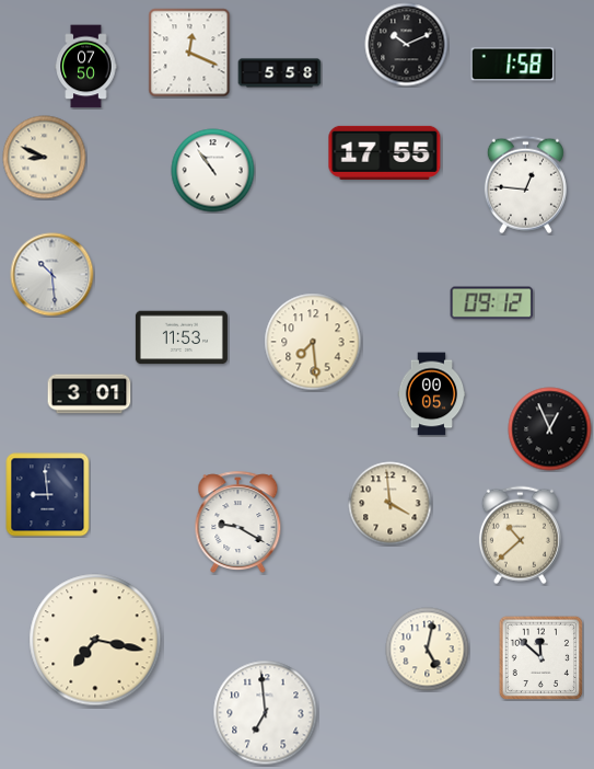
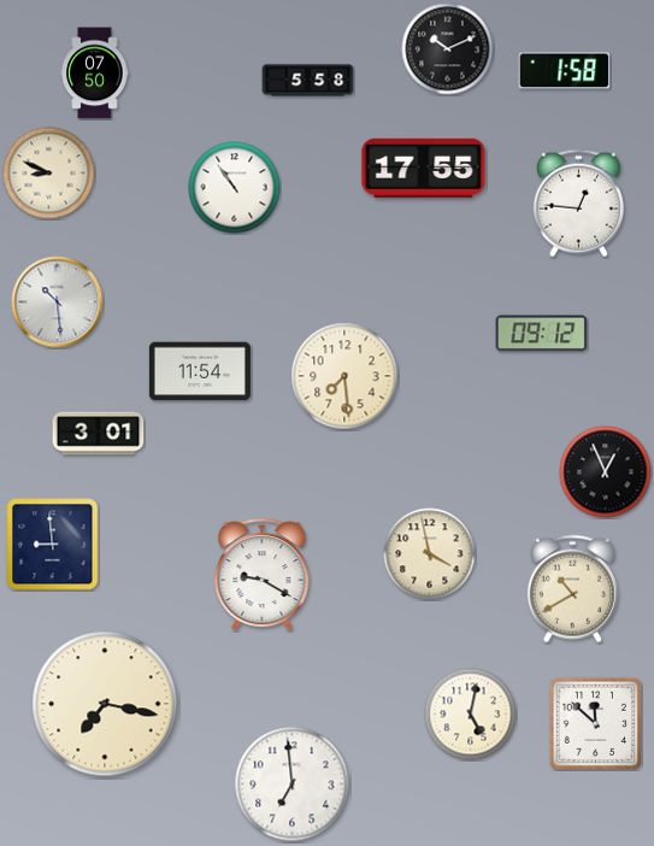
clock at (189, 53): 12:19 -> none
clock at (182, 337): 11:53 -> 11:54
clock at (432, 394): 00:05 -> none
clock at (391, 504): 3:59 -> 3:58
clock at (520, 536): 10:38 -> 10:40
